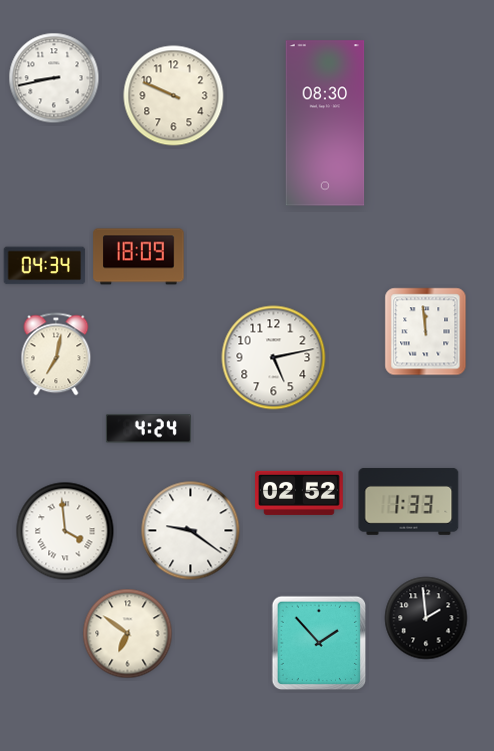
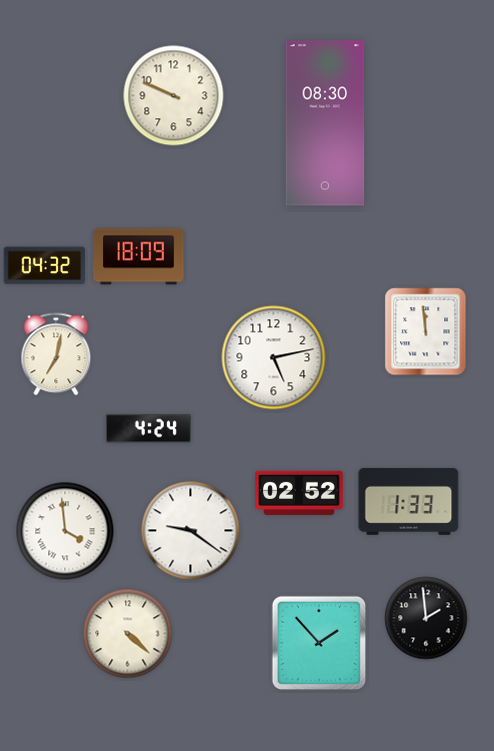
clock at (54, 78): 8:43 -> none
clock at (45, 266): 04:34 -> 04:32
clock at (128, 634): 6:51 -> 4:22
